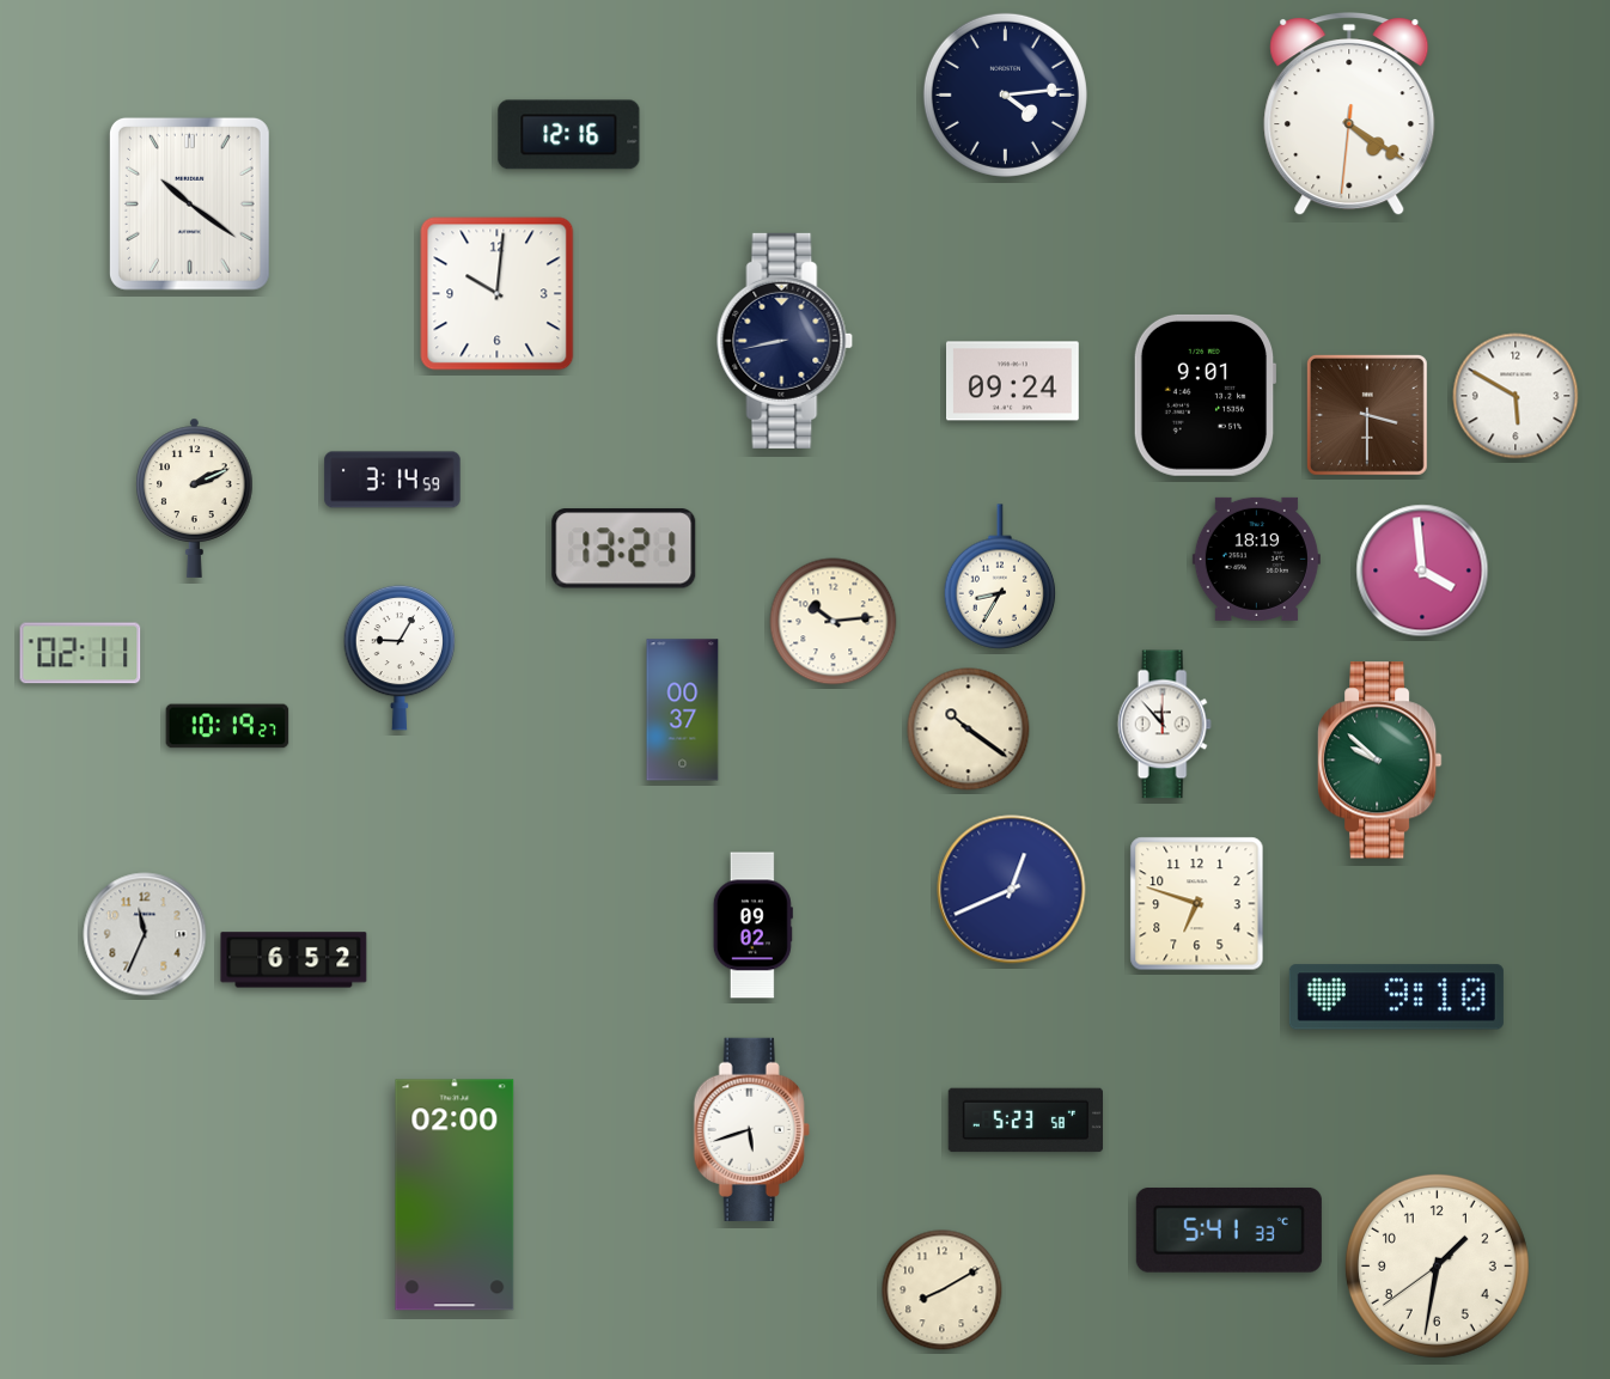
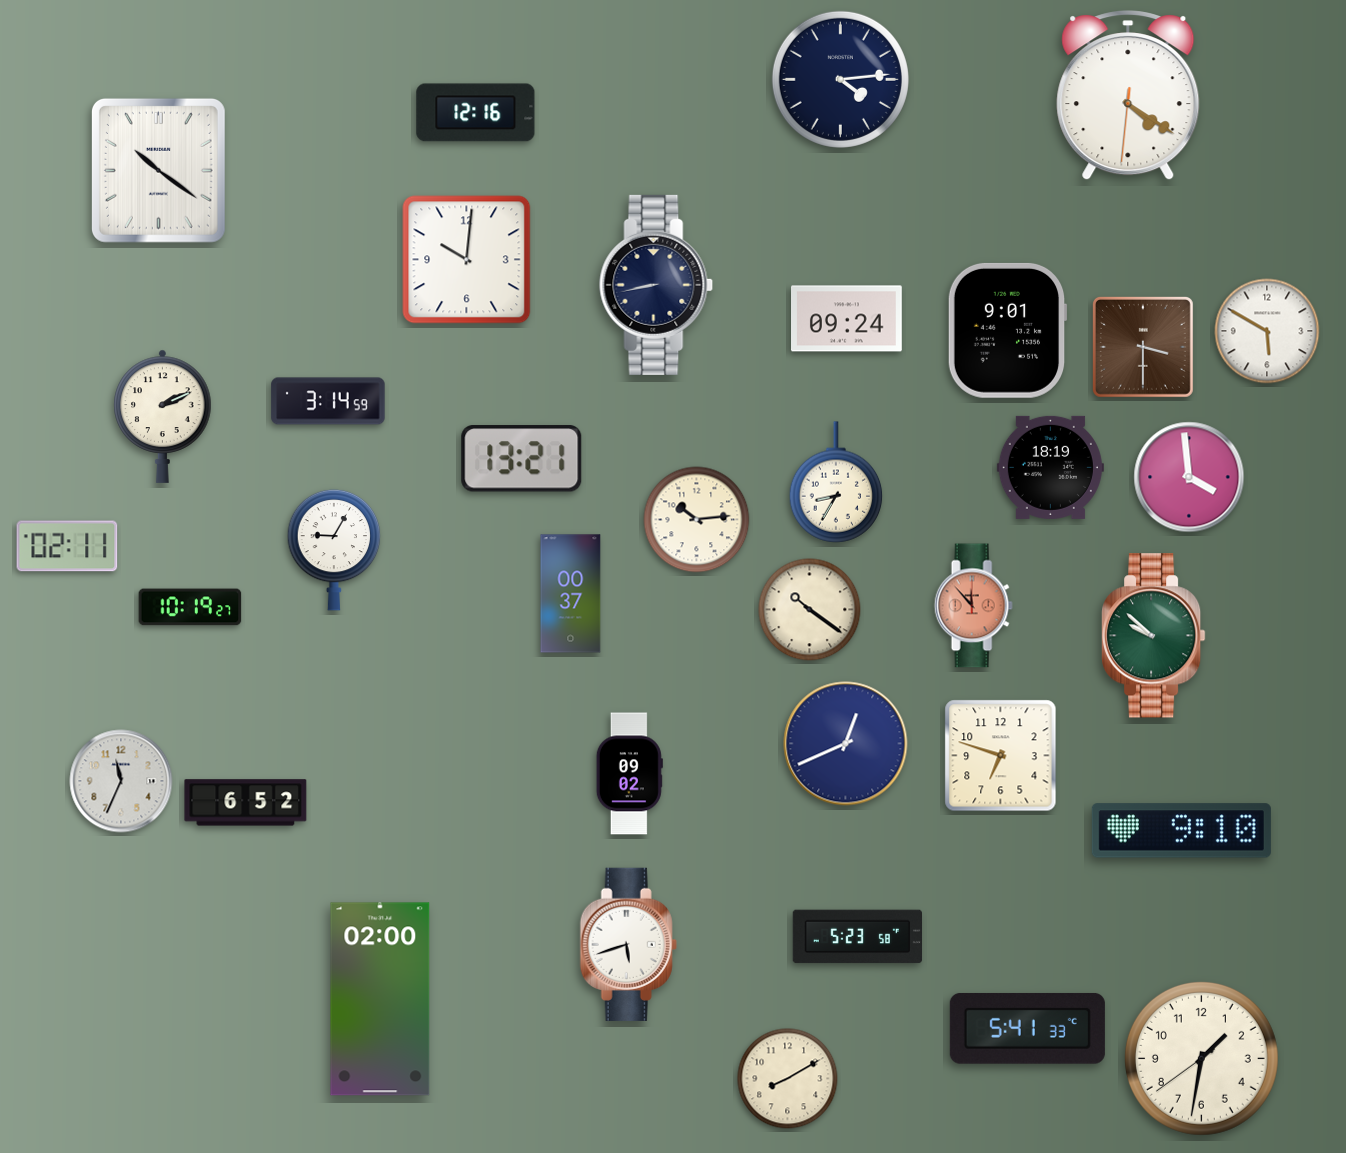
clock at (498, 294) position: (498, 294) -> (467, 260)
clock at (1164, 725) dial: white -> salmon
clock at (1396, 997) position: (1396, 997) -> (1181, 831)
